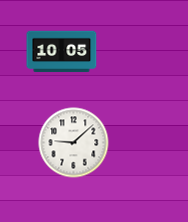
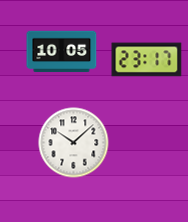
clock at (147, 60): none -> 23:17
clock at (74, 143): 9:08 -> 10:08
